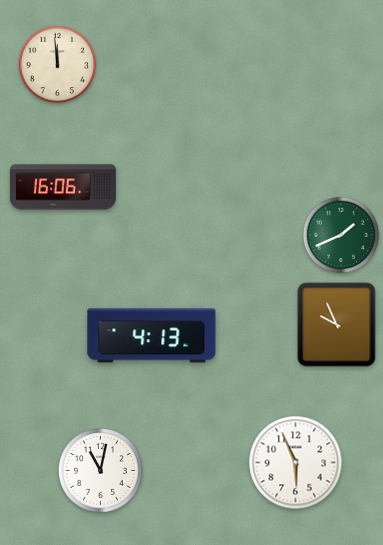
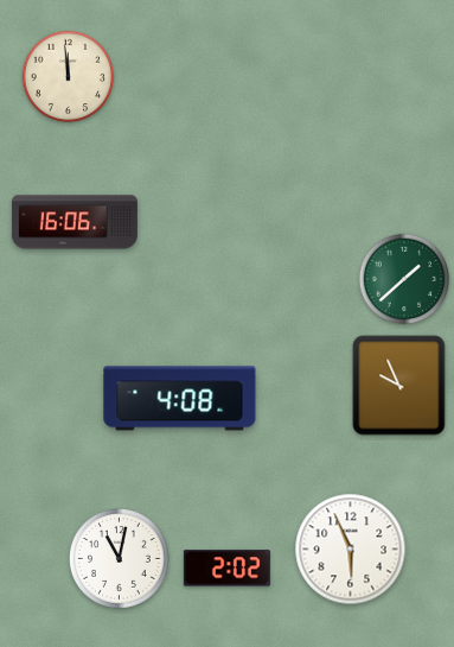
clock at (341, 235): 1:41 -> 1:38
clock at (152, 336): 4:13 -> 4:08
clock at (226, 569): none -> 2:02
